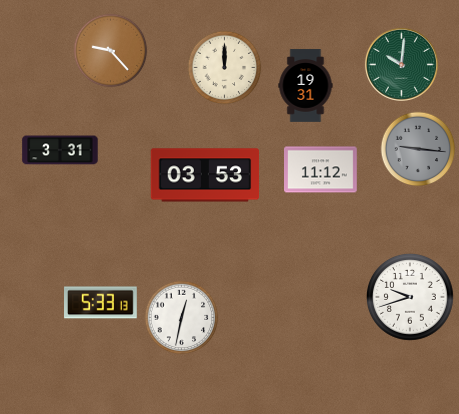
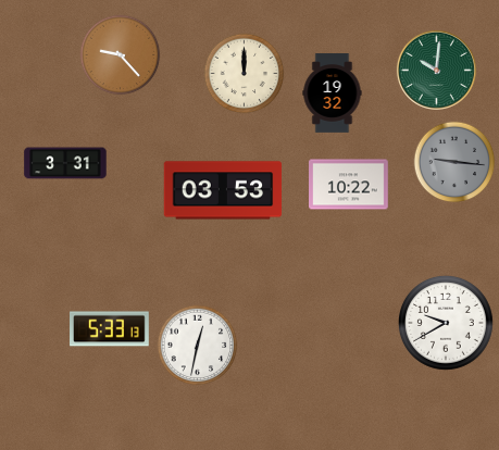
clock at (306, 86): 19:31 -> 19:32
clock at (321, 170): 11:12 -> 10:22
clock at (411, 298): 9:42 -> 9:40
